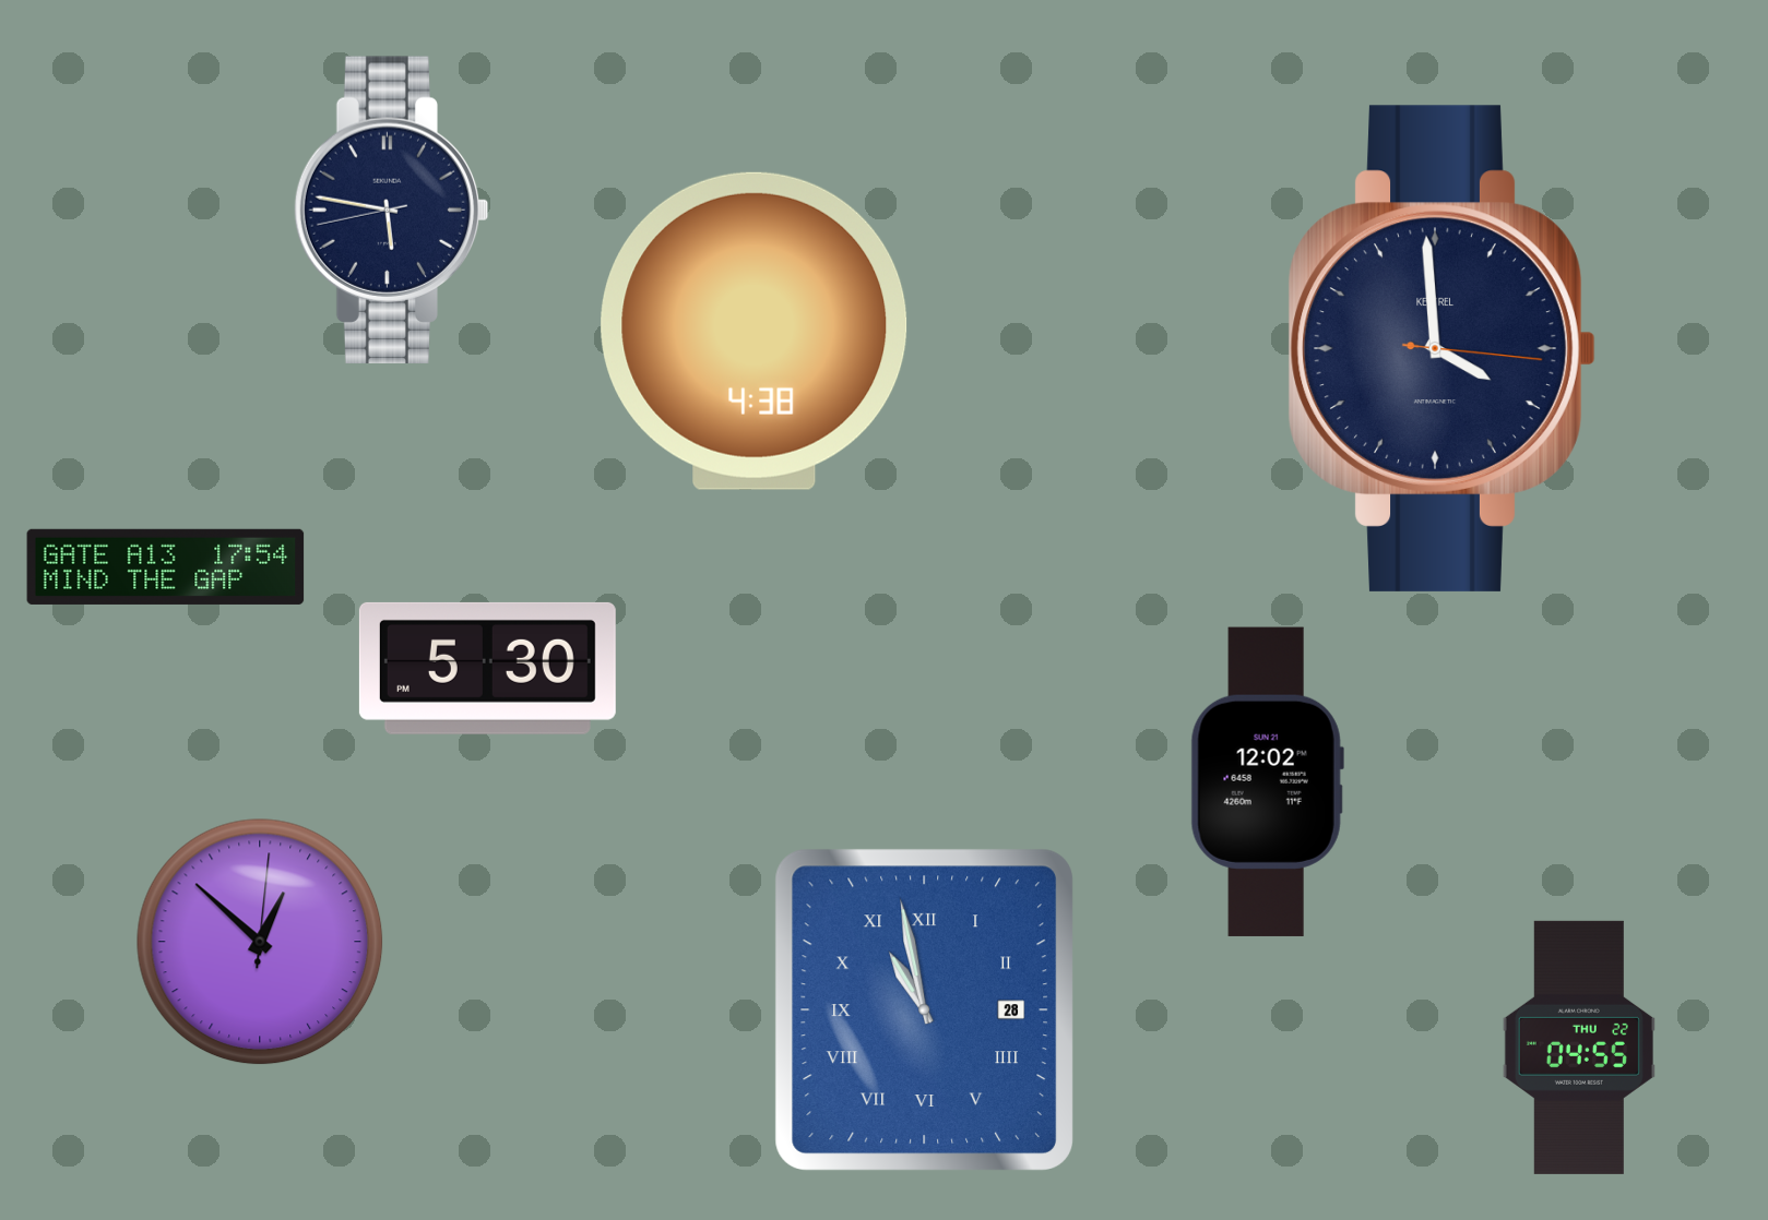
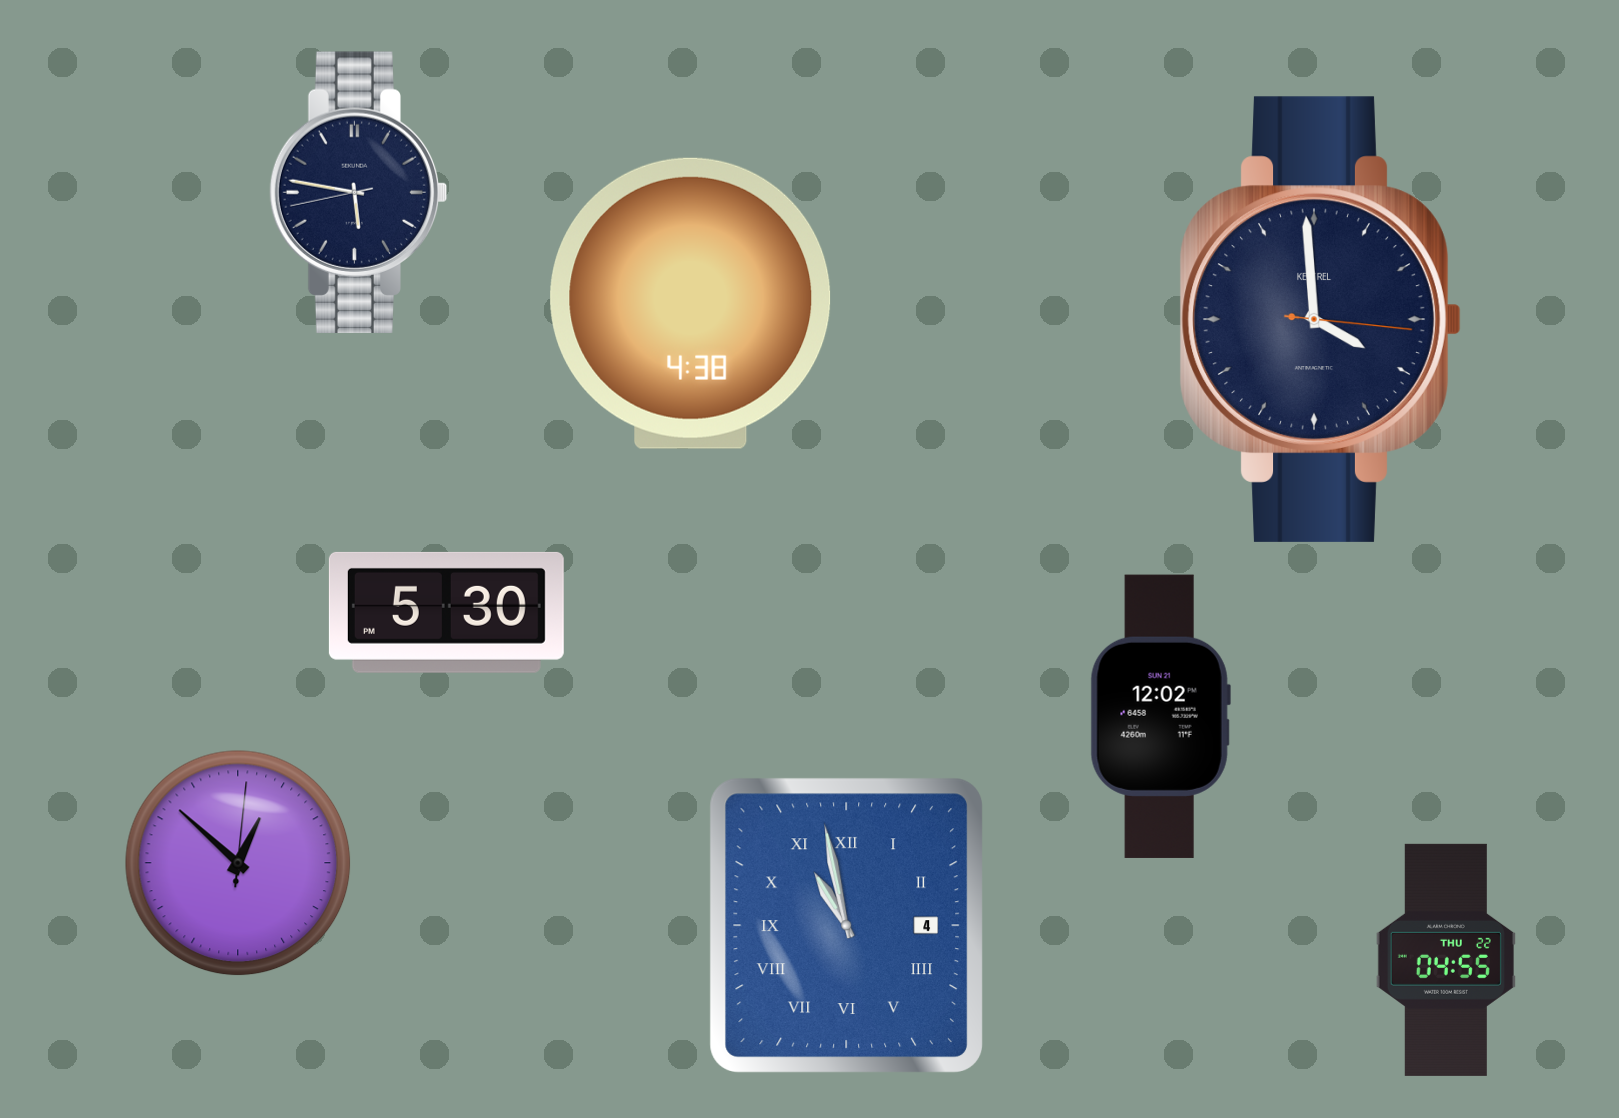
clock at (166, 566): 17:54 -> none
clock at (924, 1009) date: 28 -> 4
